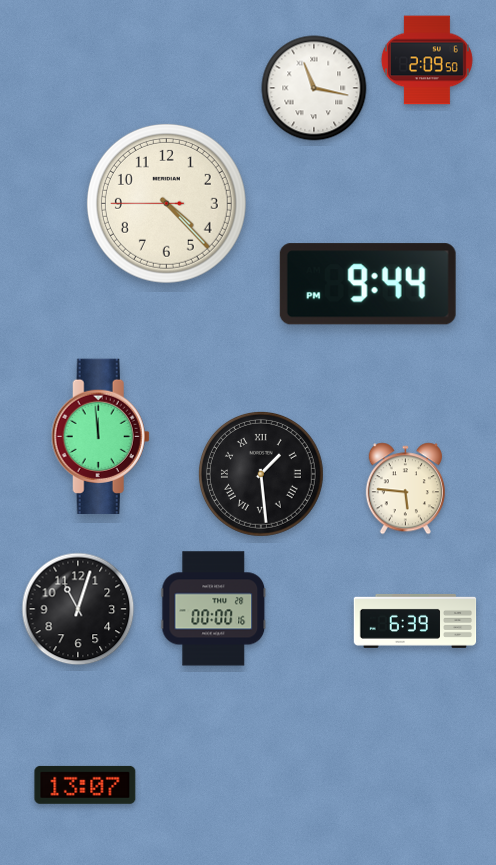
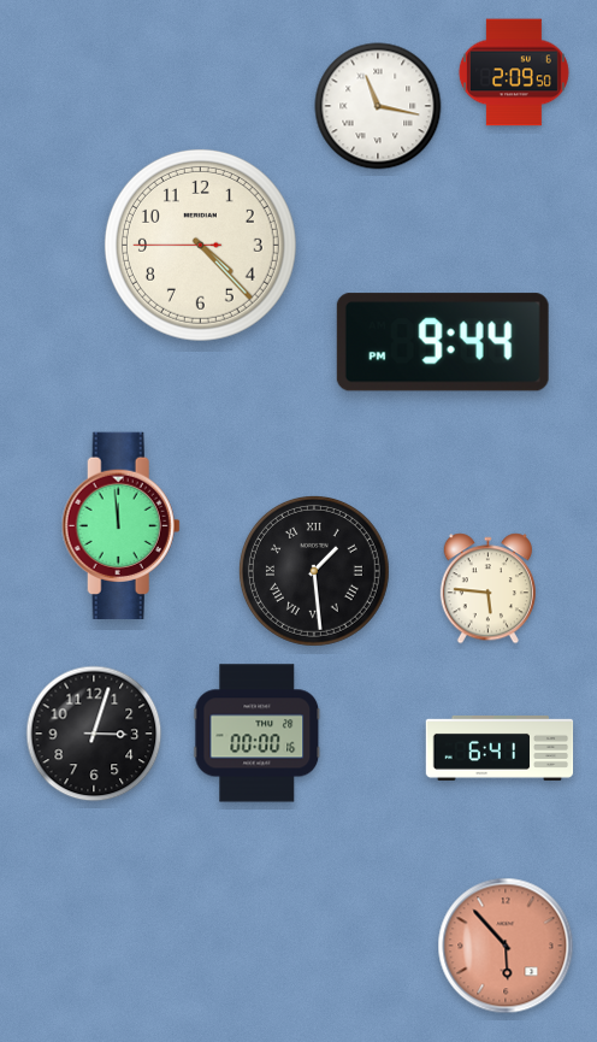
clock at (78, 609): 11:03 -> 3:03
clock at (415, 621): 6:39 -> 6:41
clock at (85, 785): 13:07 -> none
clock at (506, 946): none -> 5:53
